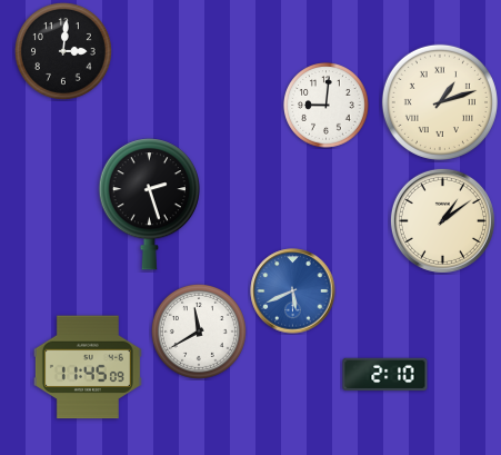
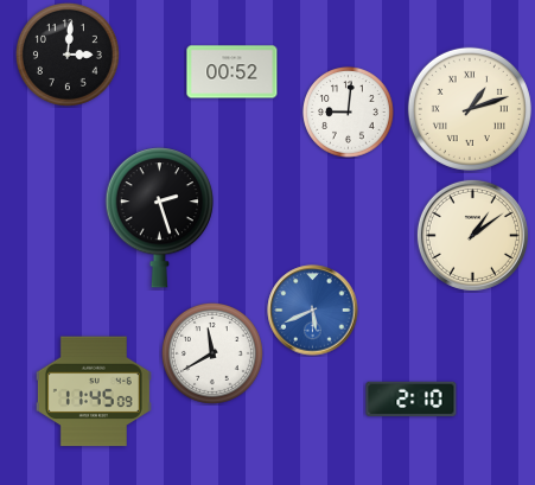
clock at (233, 72): none -> 00:52
